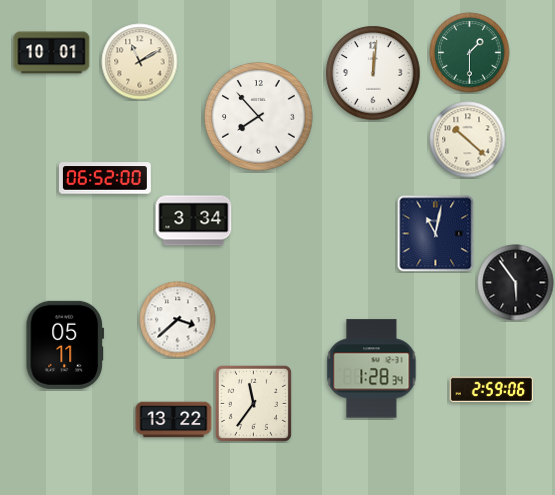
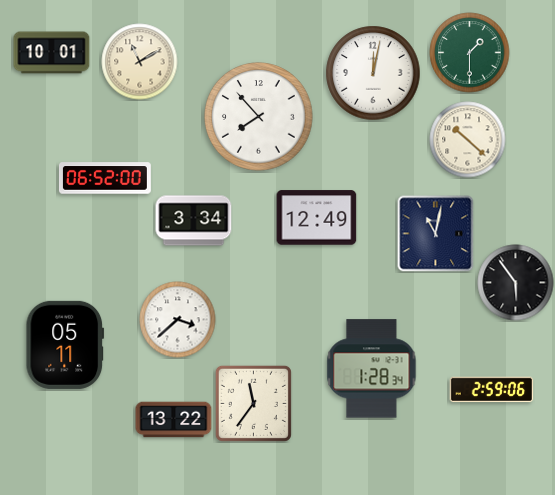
clock at (373, 73): 12:01 -> 12:02
clock at (317, 218): none -> 12:49
